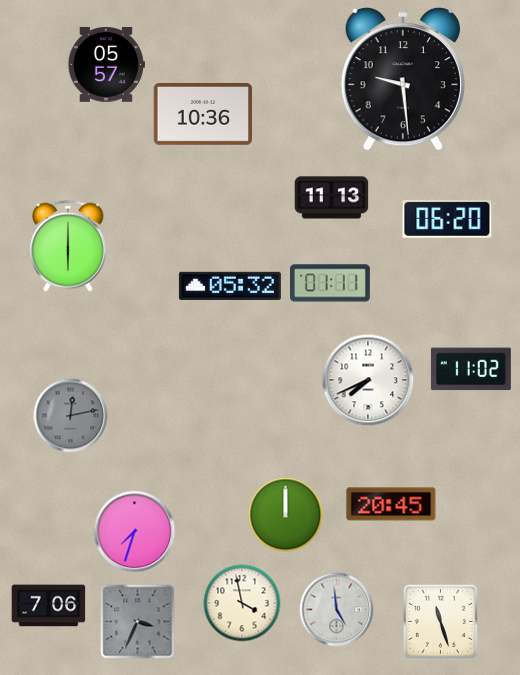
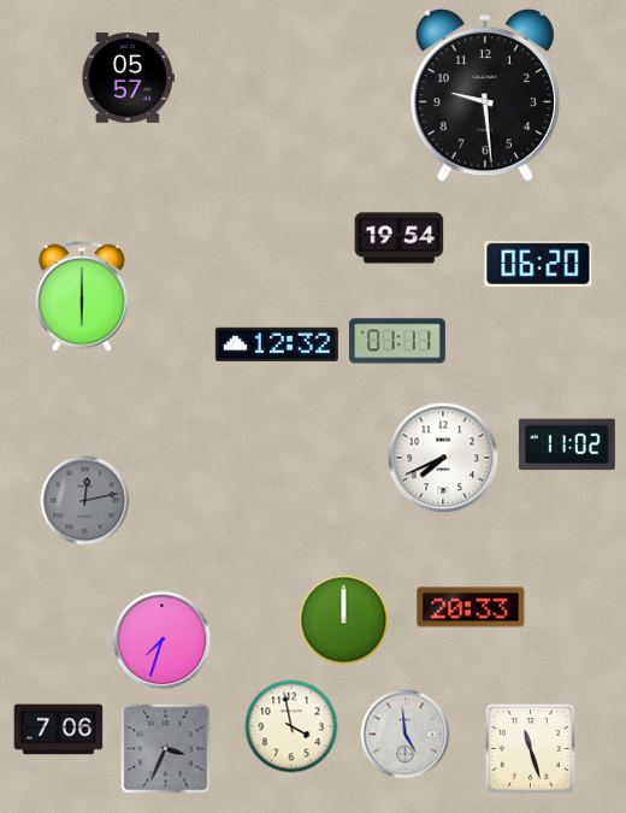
clock at (203, 115): 10:36 -> none
clock at (332, 198): 11:13 -> 19:54
clock at (230, 286): 05:32 -> 12:32
clock at (391, 504): 20:45 -> 20:33
